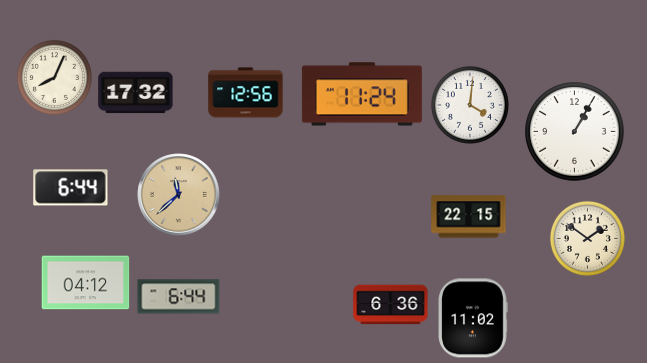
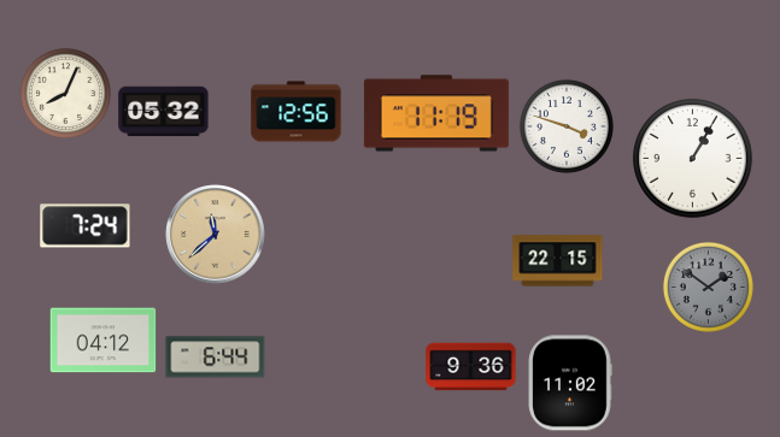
clock at (136, 93): 17:32 -> 05:32
clock at (362, 94): 11:24 -> 11:19
clock at (470, 105): 4:01 -> 3:48
clock at (71, 188): 6:44 -> 7:24
clock at (469, 217) position: (469, 217) -> (558, 261)
clock at (587, 238) dial: cream -> grey
clock at (391, 305): 6:36 -> 9:36
